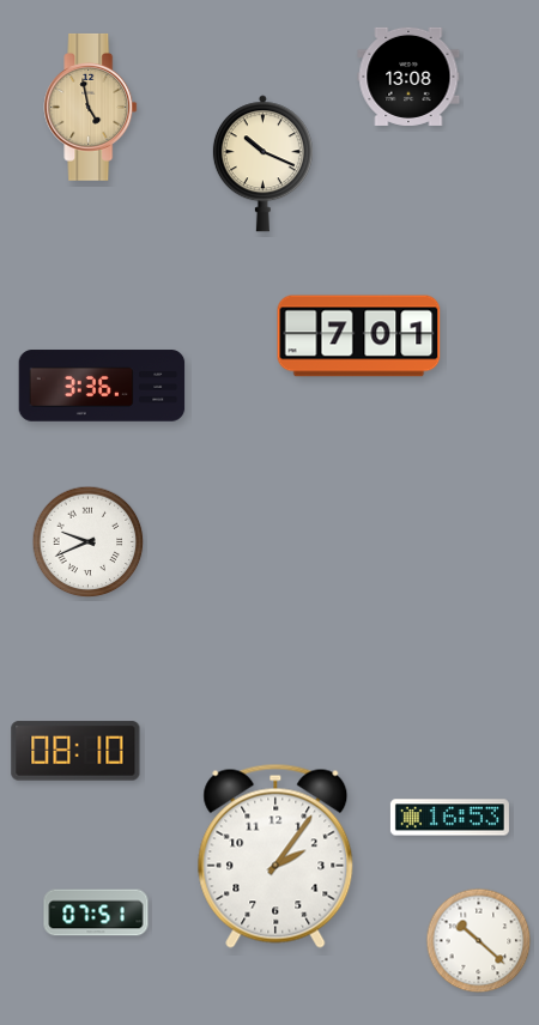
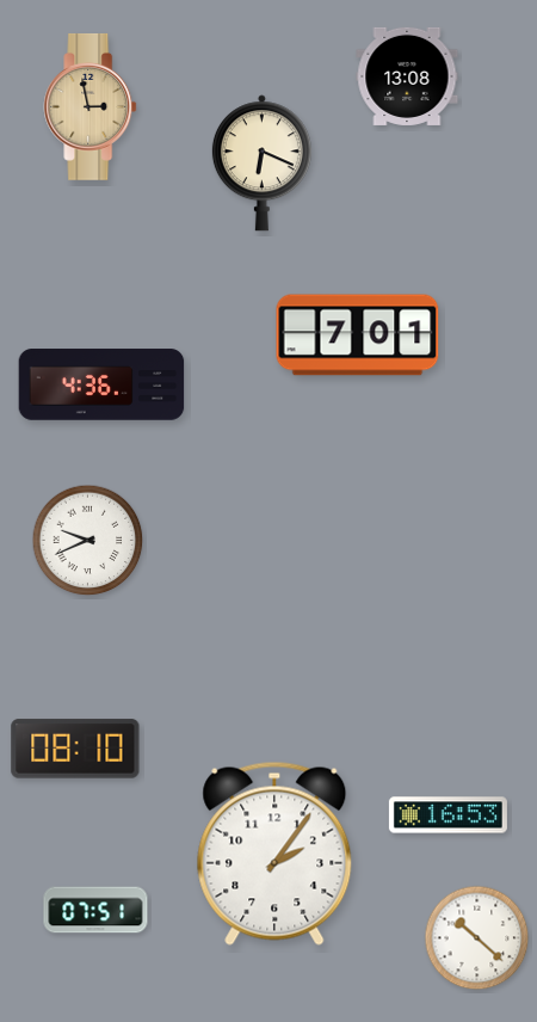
clock at (91, 107): 4:58 -> 2:58
clock at (262, 164): 10:19 -> 6:19
clock at (102, 386): 3:36 -> 4:36
